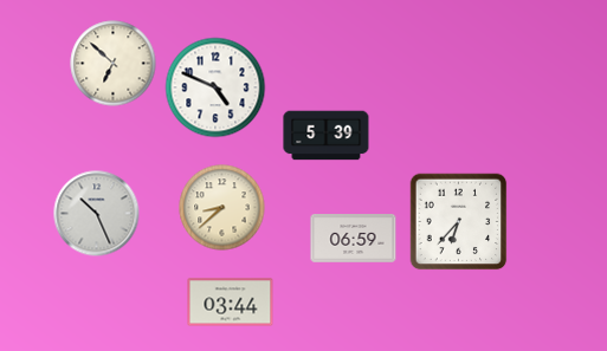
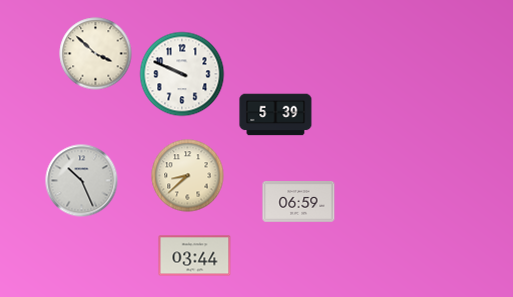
clock at (114, 64): 6:52 -> 3:52
clock at (215, 87): 4:49 -> 9:49
clock at (459, 222): 6:37 -> none
